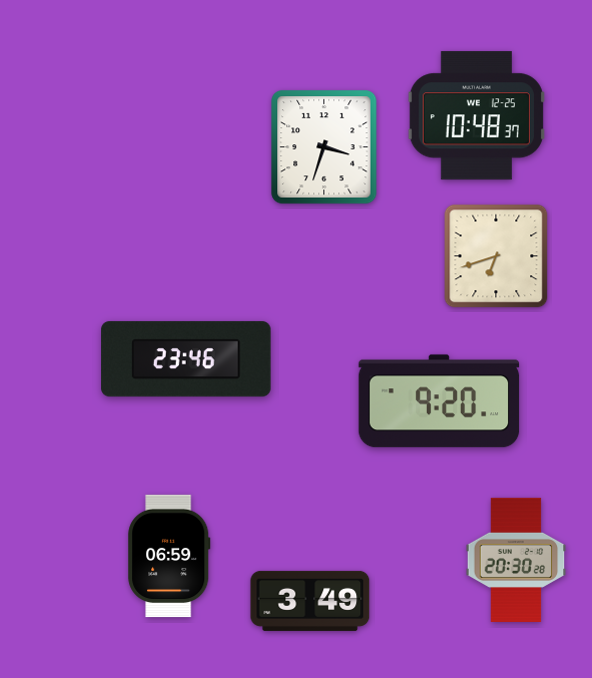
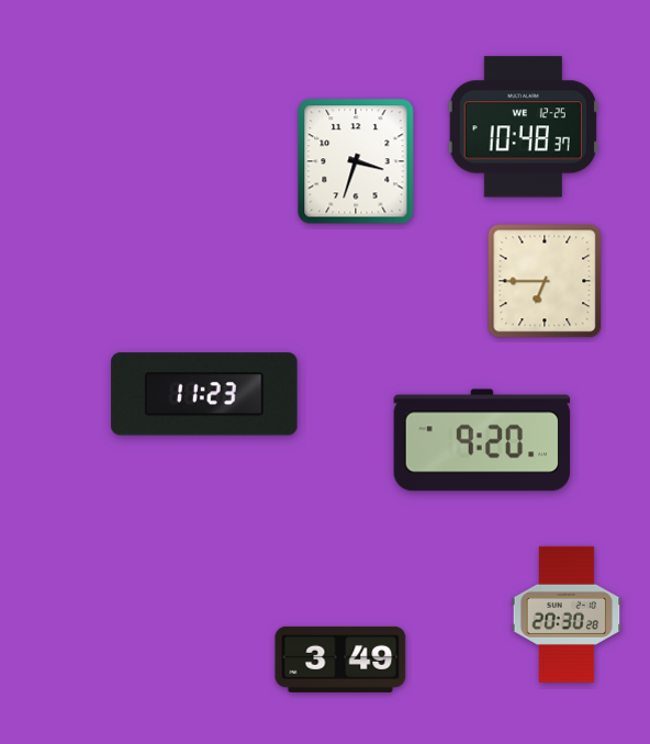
clock at (496, 256): 6:42 -> 6:45
clock at (186, 359): 23:46 -> 11:23
clock at (169, 556): 06:59 -> none
